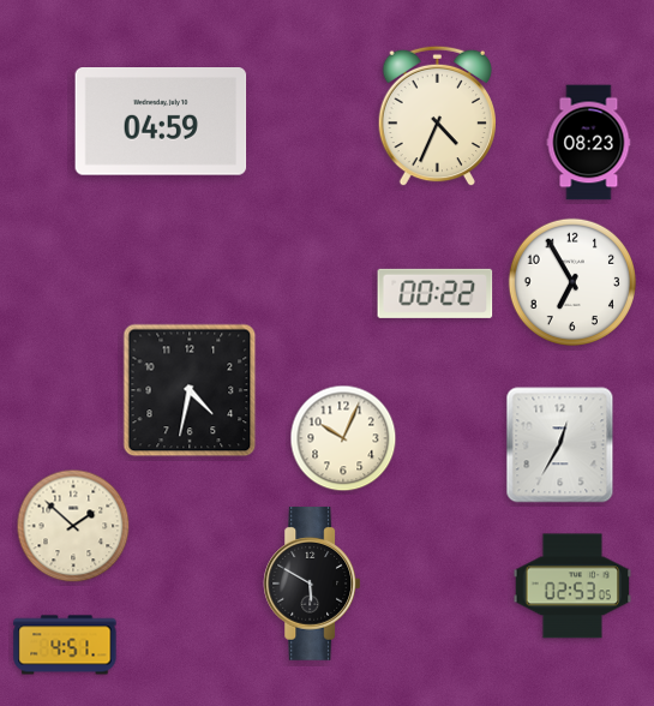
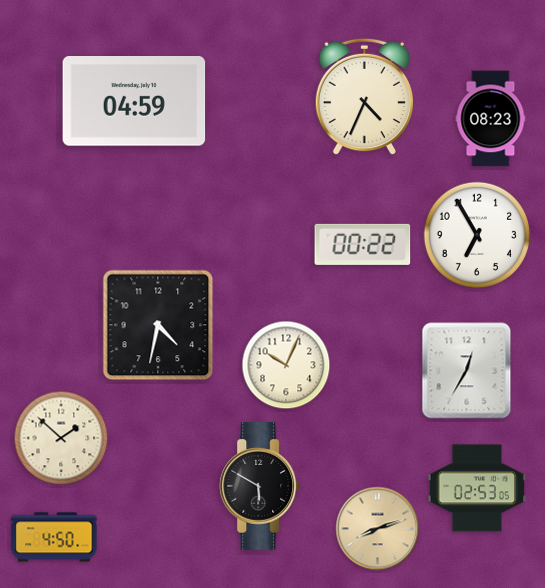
clock at (378, 529): none -> 8:12
clock at (65, 645): 4:51 -> 4:50
